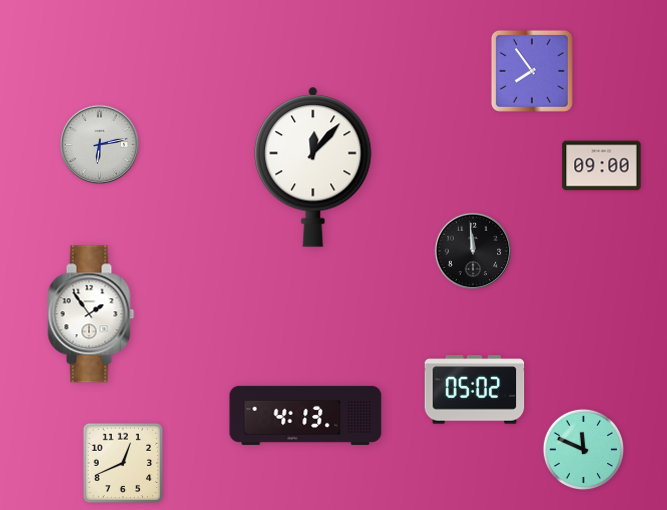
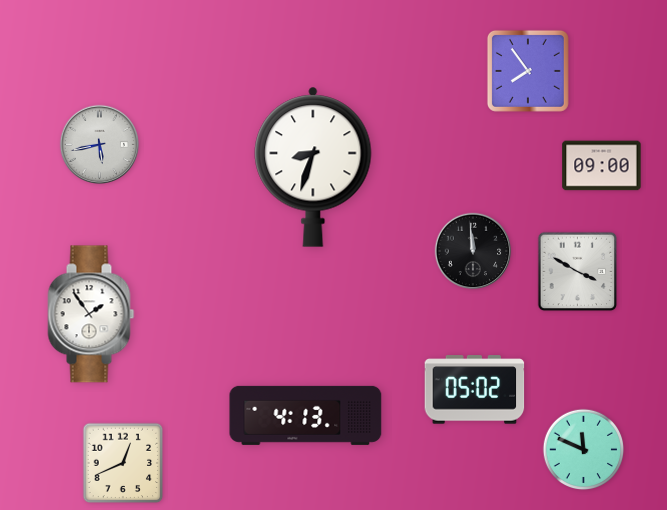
clock at (532, 71) position: (532, 71) -> (528, 71)
clock at (99, 144): 6:13 -> 5:43
clock at (313, 167): 12:07 -> 8:33
clock at (578, 272): none -> 3:50
